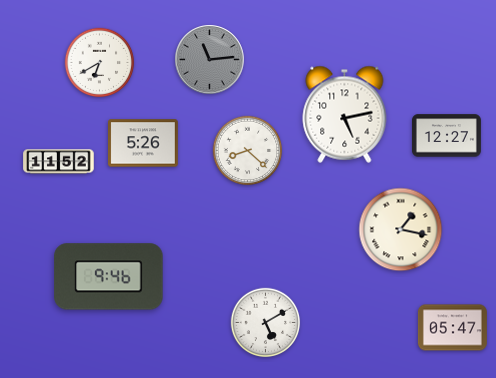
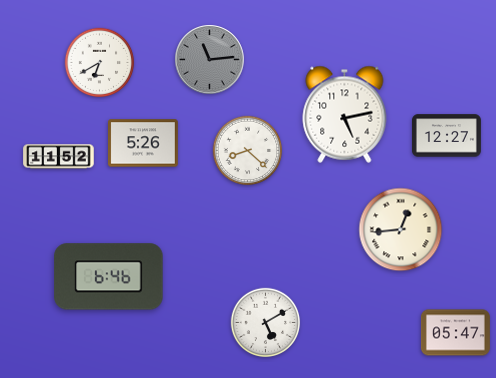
clock at (59, 162) position: (59, 162) -> (59, 157)
clock at (401, 230): 1:17 -> 12:44
clock at (109, 277): 9:46 -> 6:46
clock at (452, 328) position: (452, 328) -> (455, 333)
